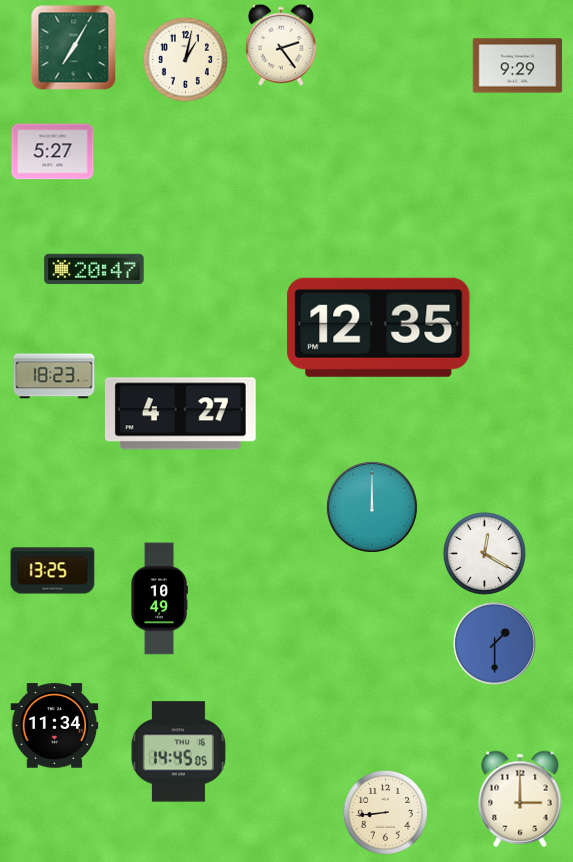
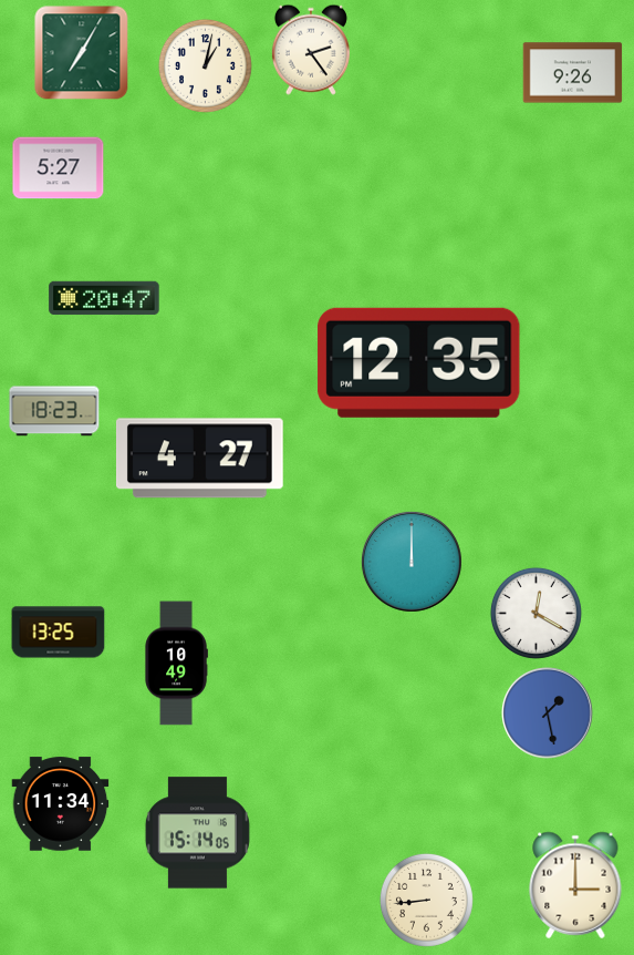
clock at (518, 66): 9:29 -> 9:26
clock at (54, 376) position: (54, 376) -> (54, 411)
clock at (495, 644): 1:30 -> 1:28
clock at (178, 752): 14:45 -> 15:14
